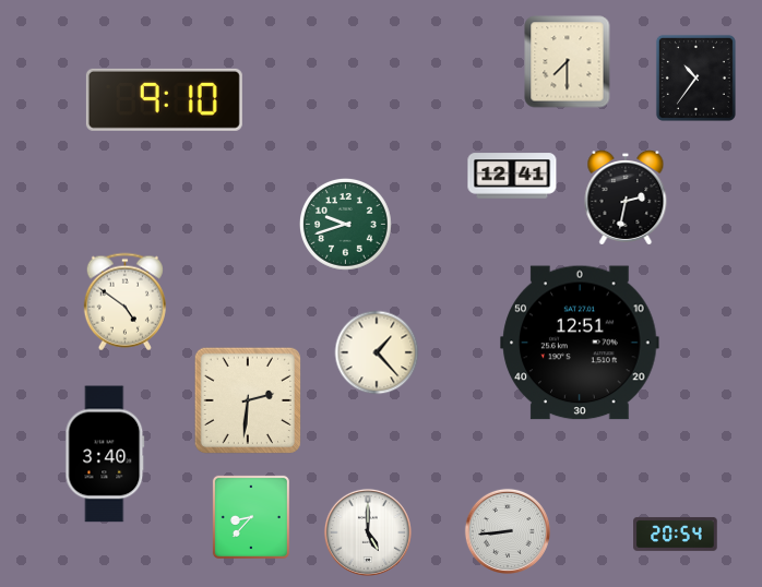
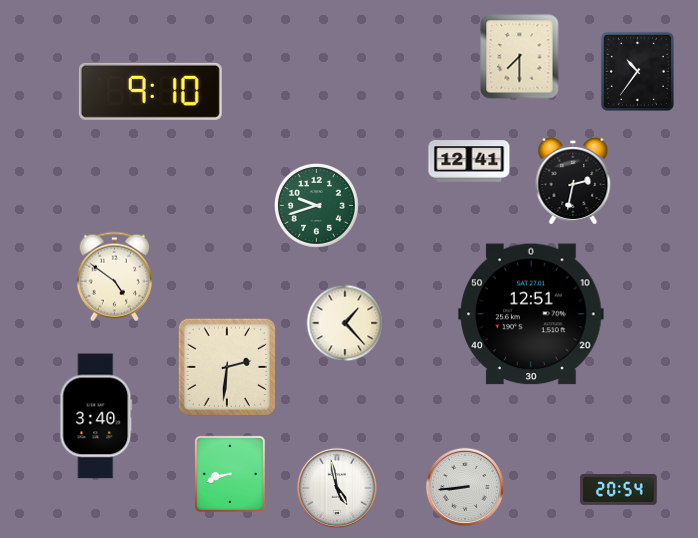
clock at (251, 517): 8:37 -> 8:42
clock at (368, 532): 5:00 -> 4:58
